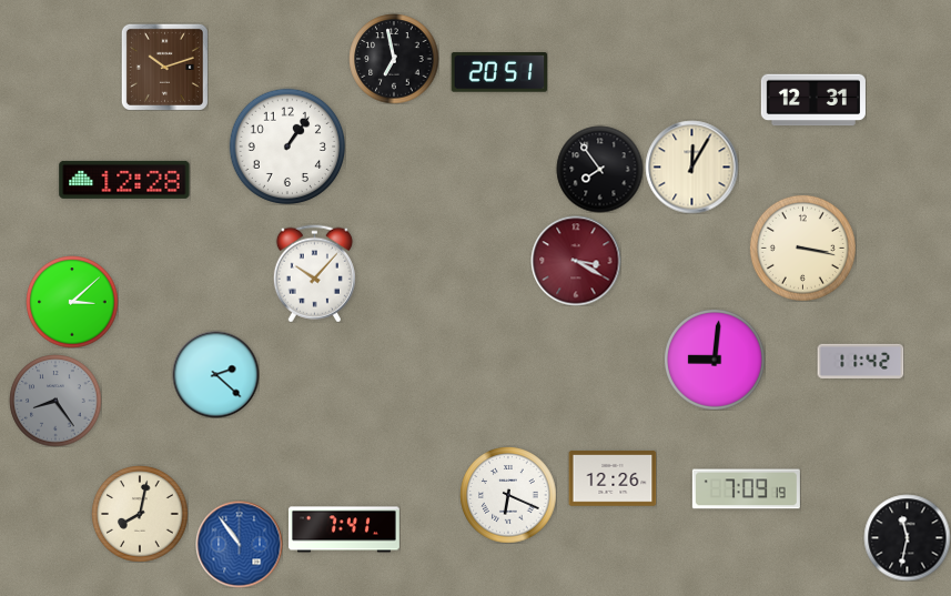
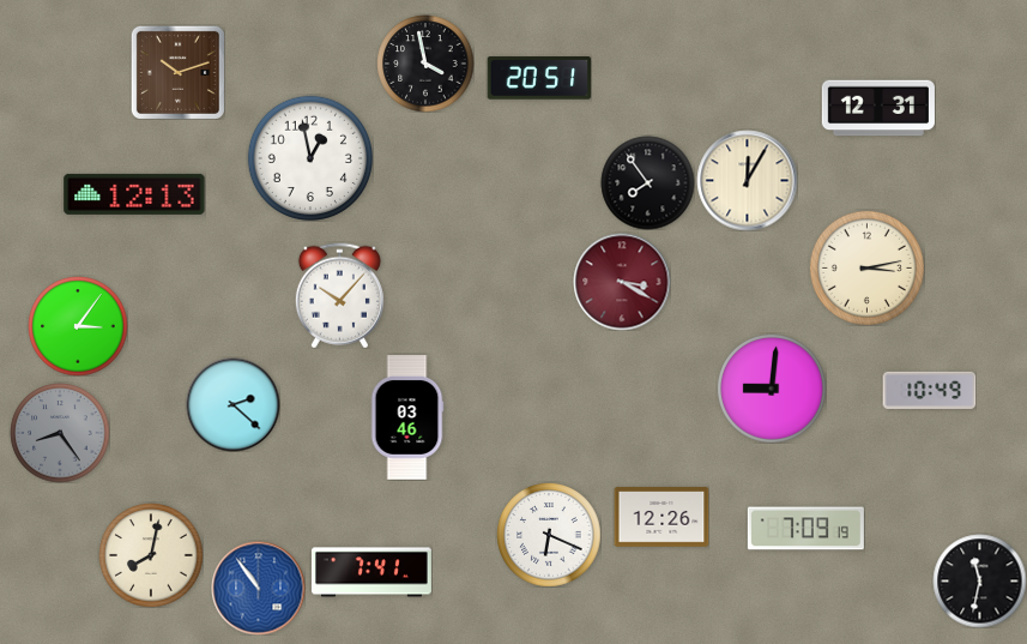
clock at (394, 59): 6:58 -> 3:58
clock at (286, 145): 1:06 -> 12:58
clock at (124, 180): 12:28 -> 12:13
clock at (802, 248): 3:17 -> 3:13
clock at (72, 302): 3:08 -> 3:06
clock at (860, 361): 11:42 -> 10:49
clock at (407, 417): none -> 03:46
